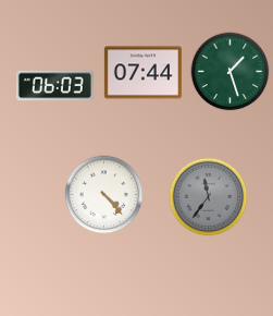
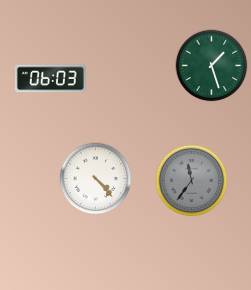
clock at (142, 73): 07:44 -> none
